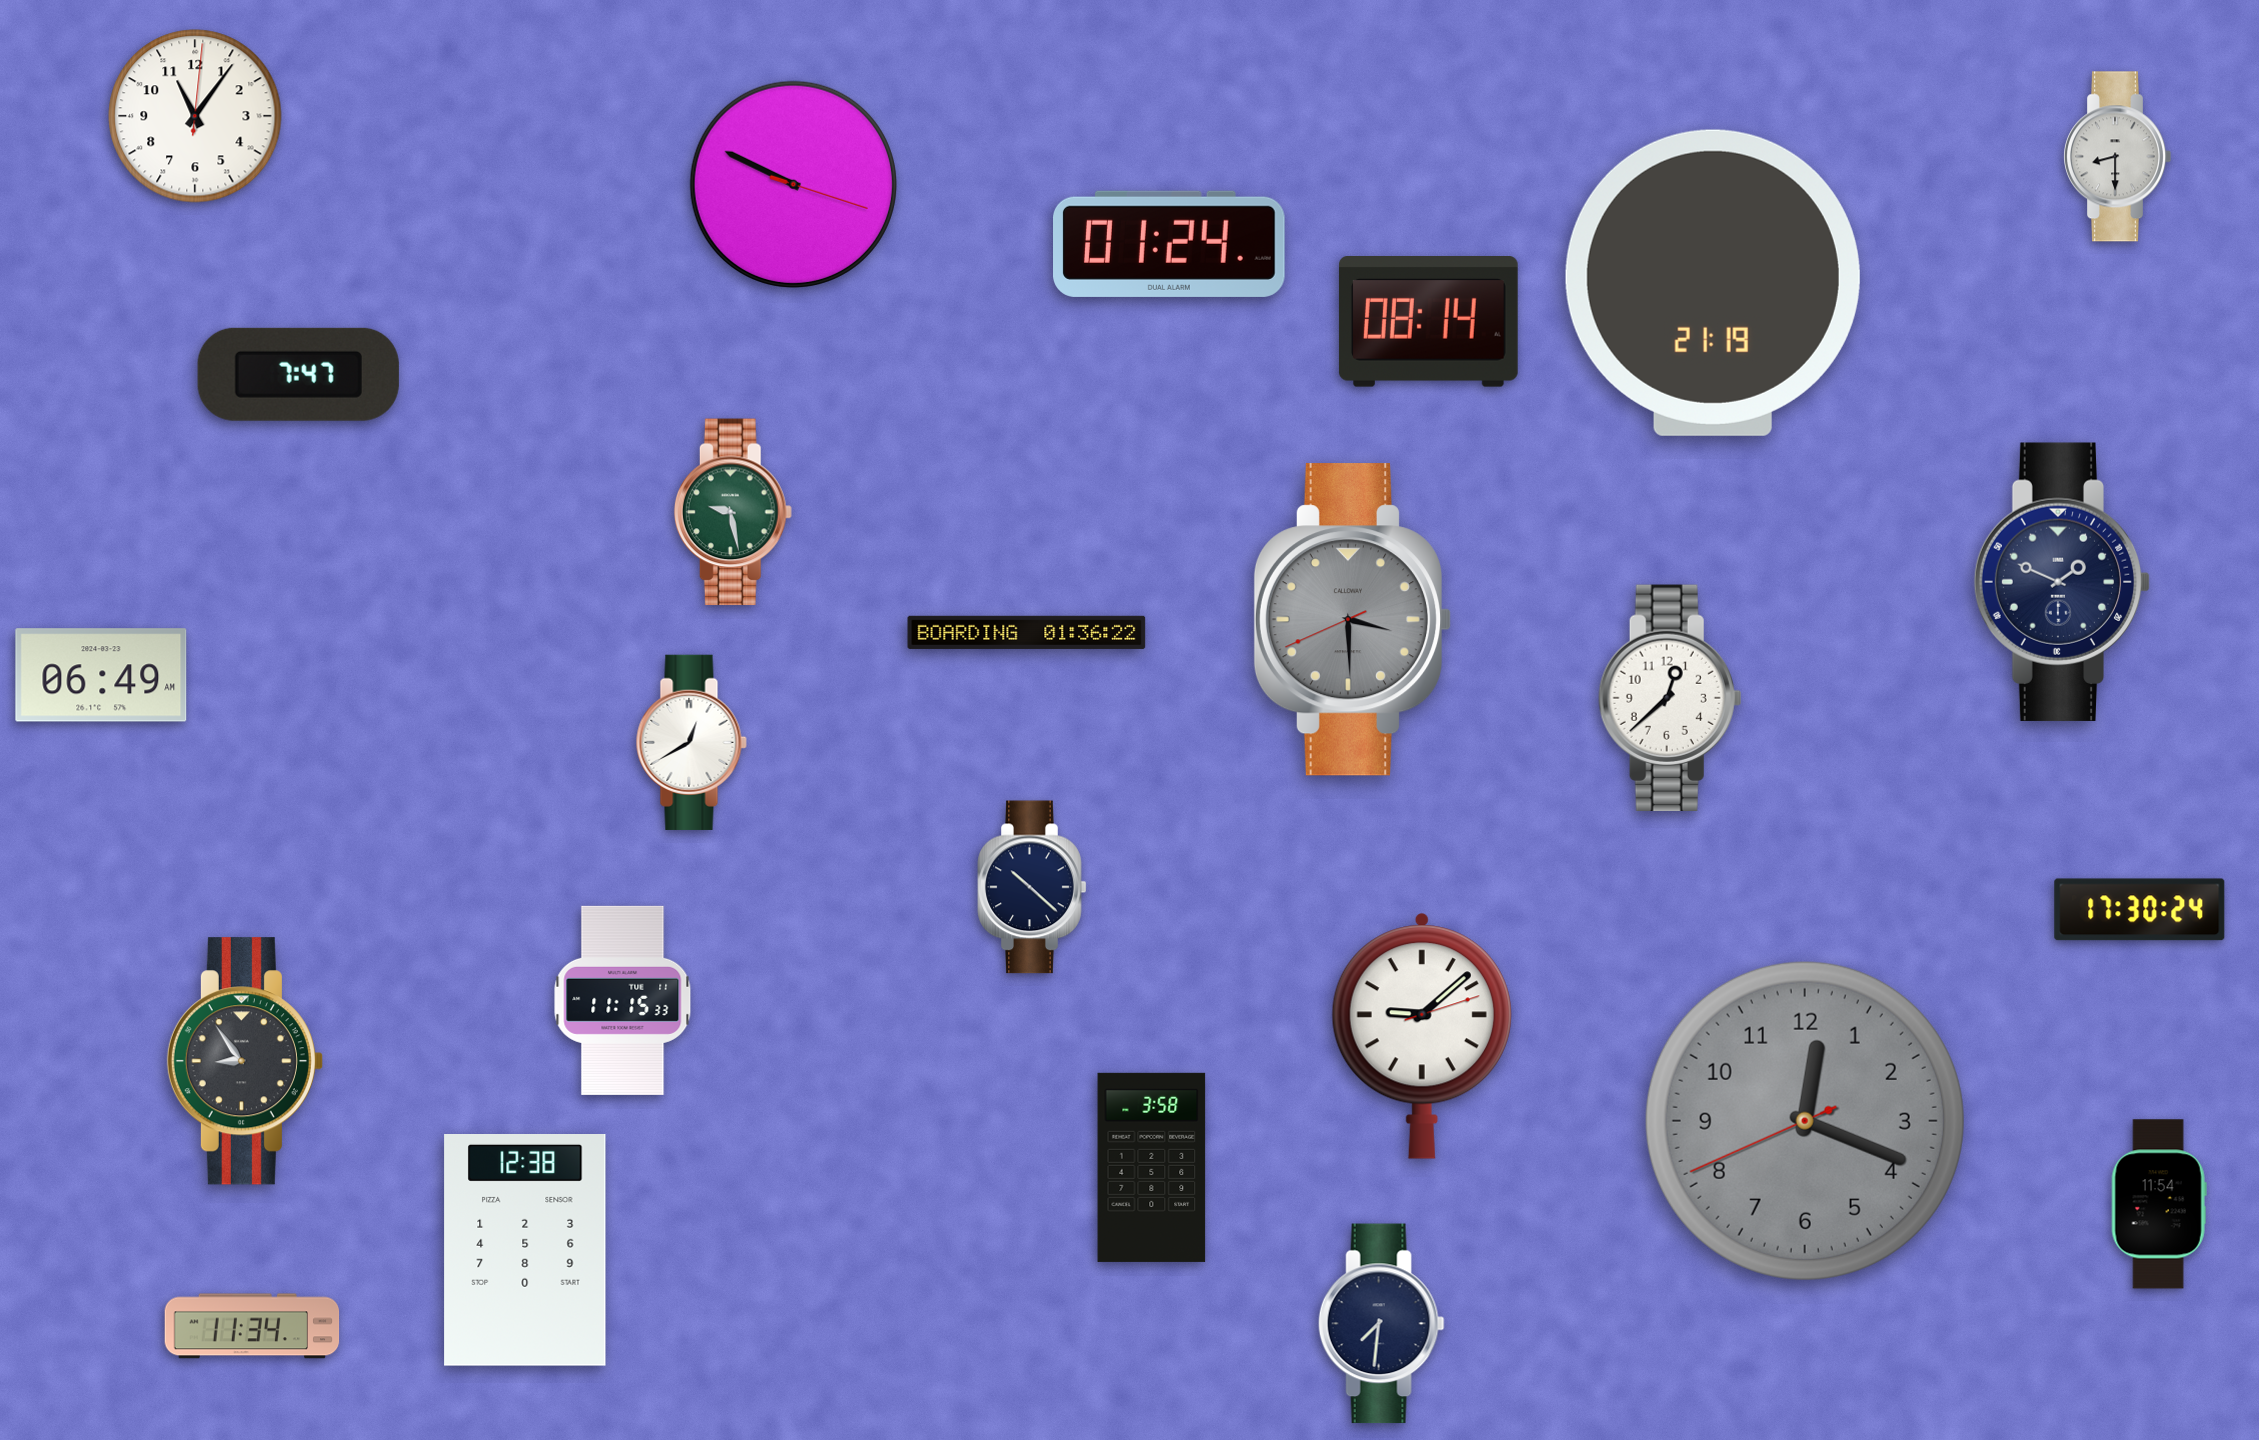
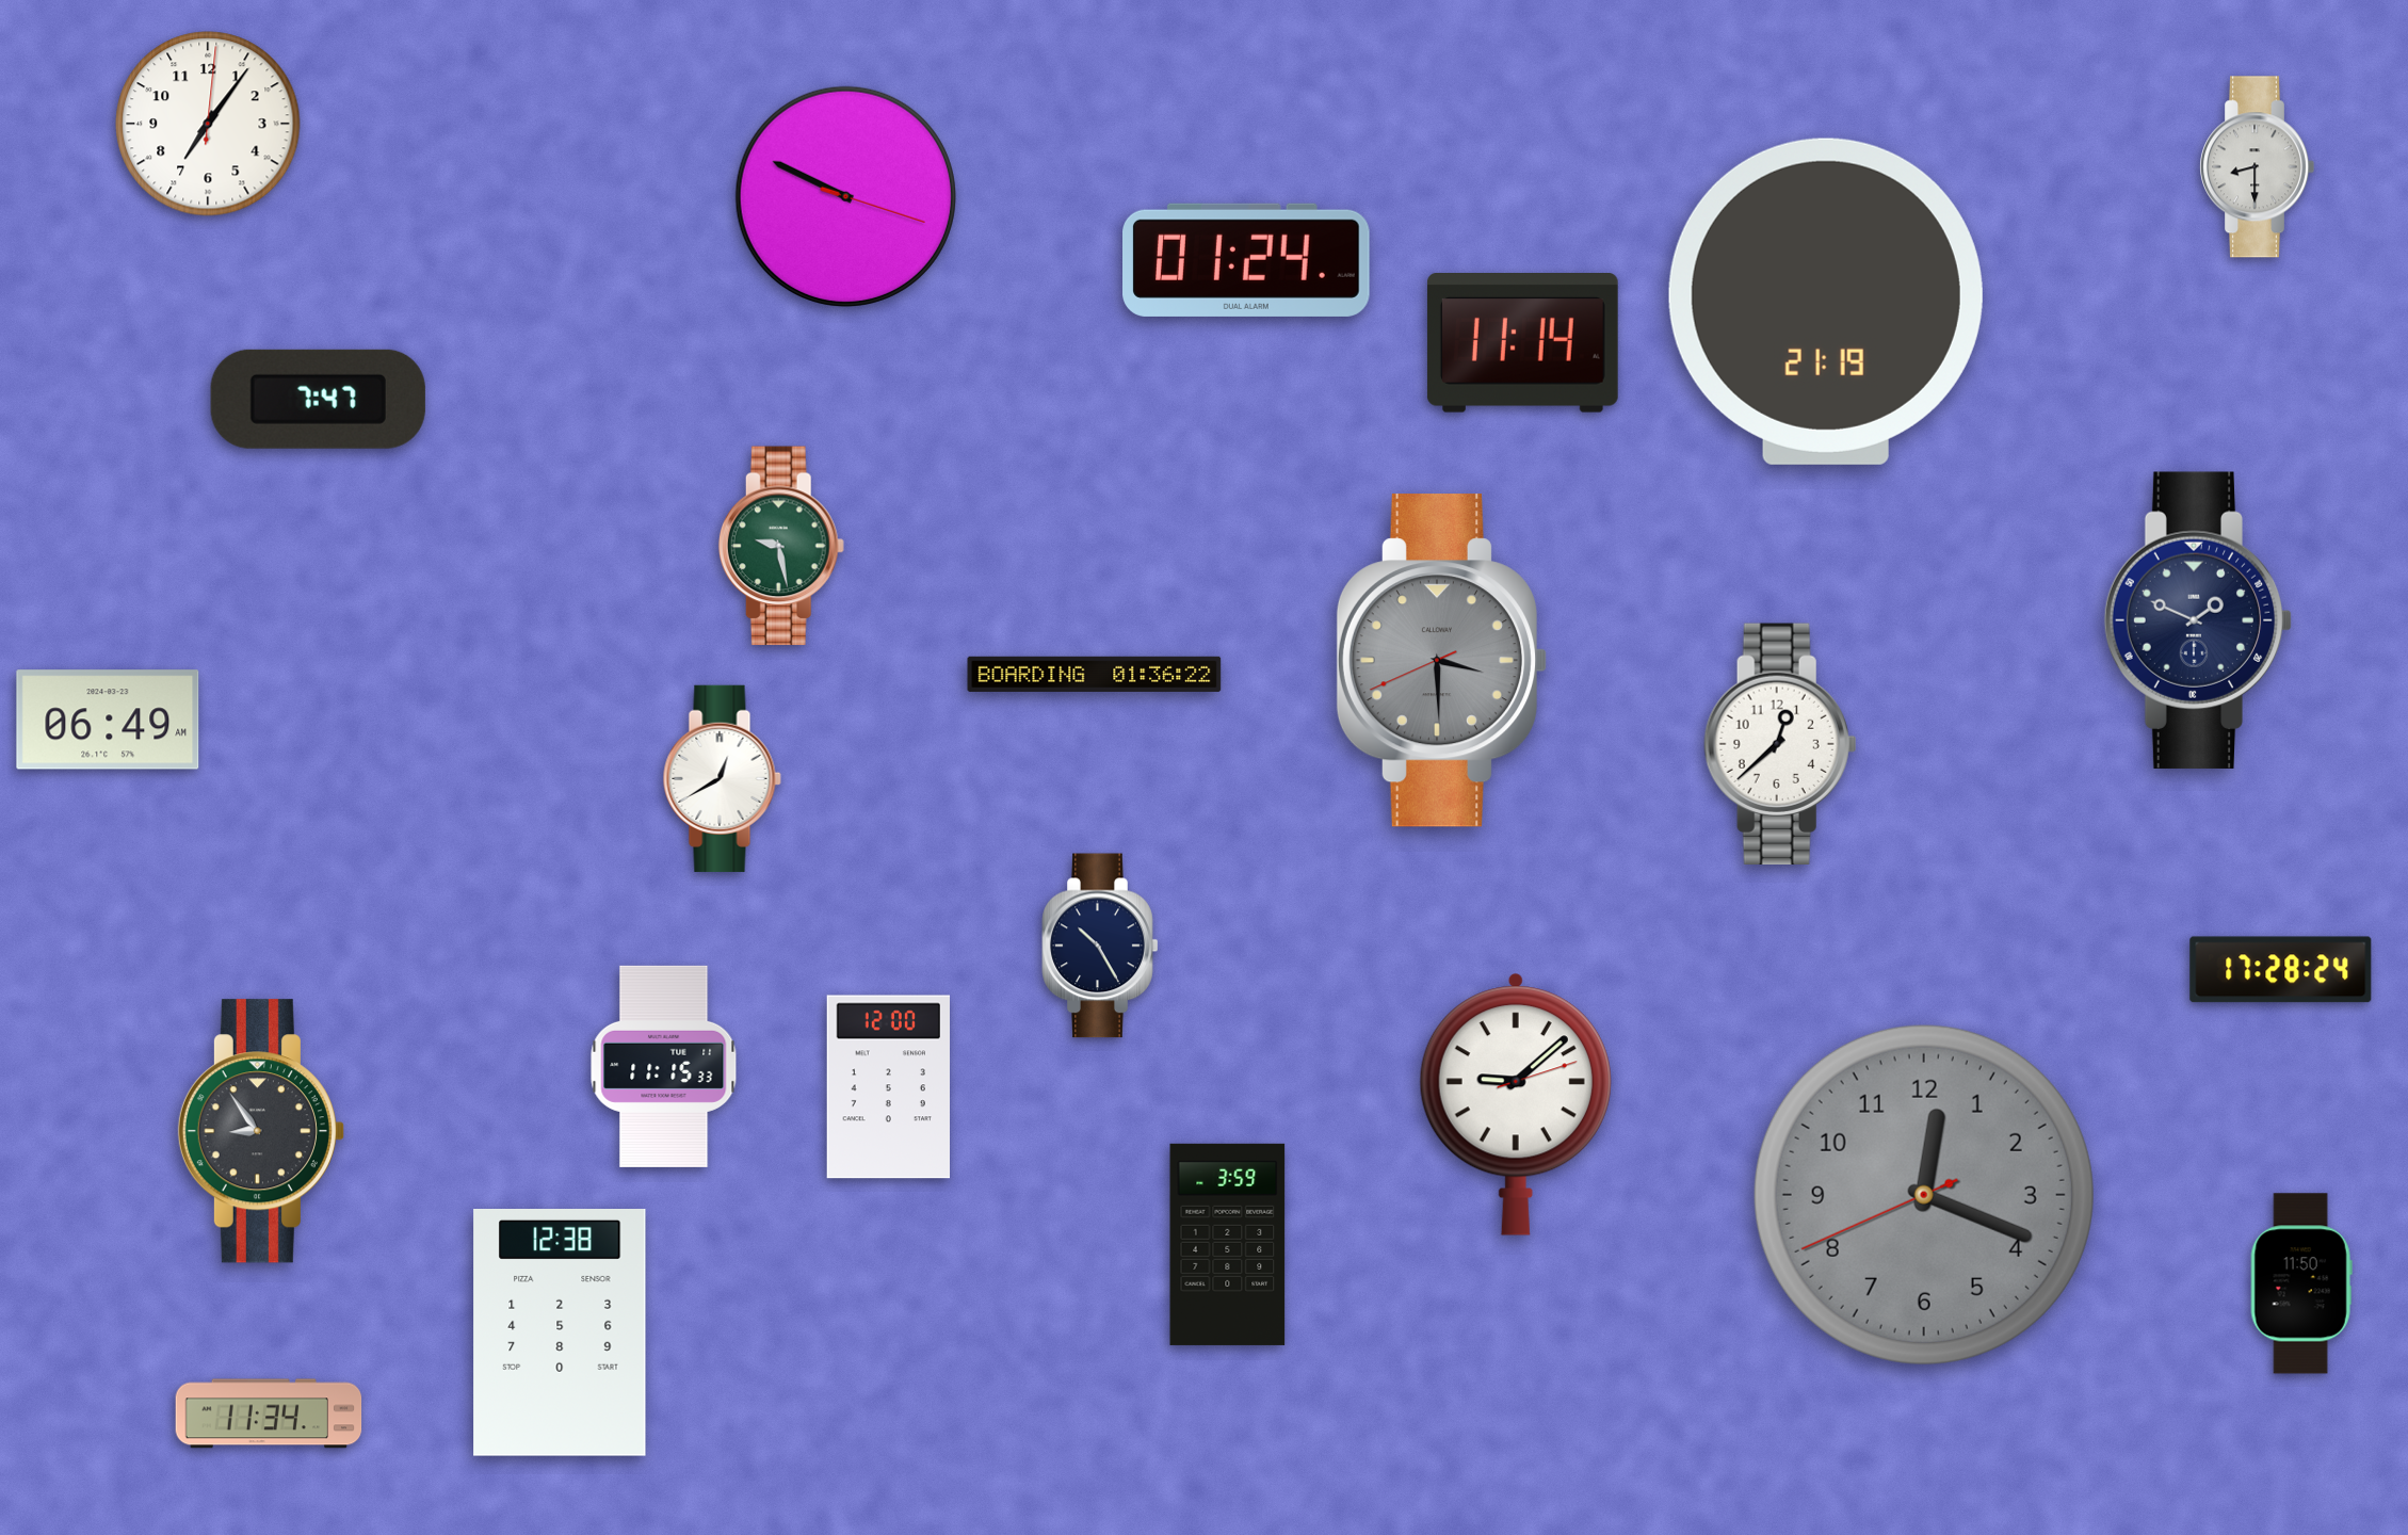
clock at (195, 116): 11:06 -> 7:06
clock at (1428, 322): 08:14 -> 11:14
clock at (691, 742) position: (691, 742) -> (722, 778)
clock at (1032, 887): 10:22 -> 10:25
clock at (2140, 910): 17:30 -> 17:28
clock at (888, 1087): none -> 12:00
clock at (1152, 1167): 3:58 -> 3:59
clock at (2159, 1204): 11:54 -> 11:50
clock at (1381, 1324): 7:31 -> none
